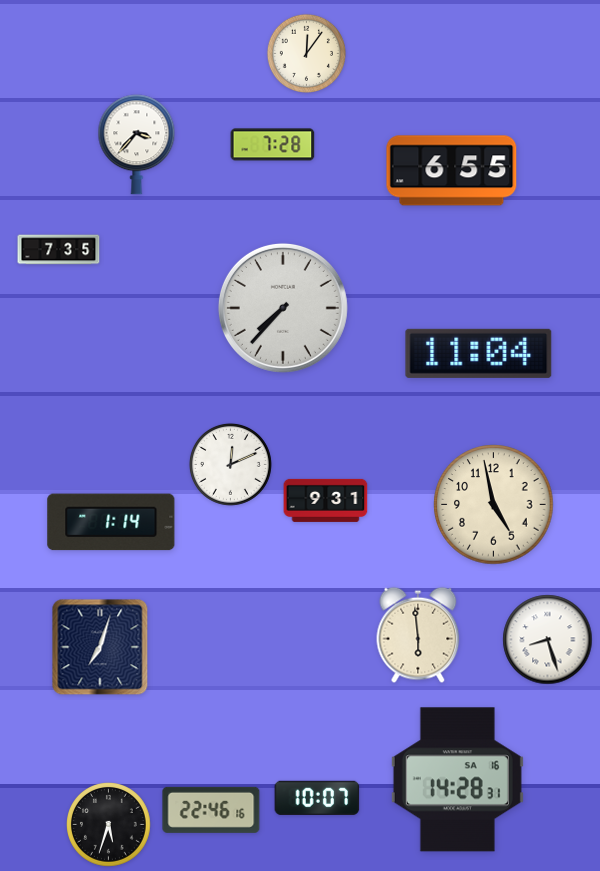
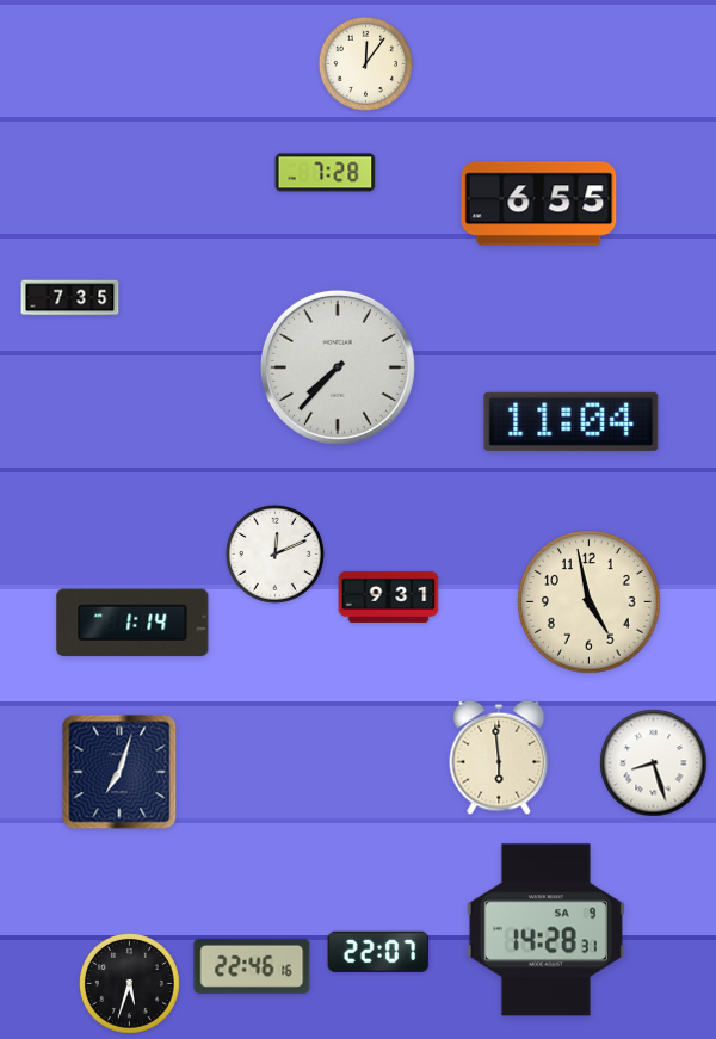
clock at (137, 145): 3:37 -> none
clock at (457, 780) date: SA 16 -> SA 9
clock at (317, 798): 10:07 -> 22:07
